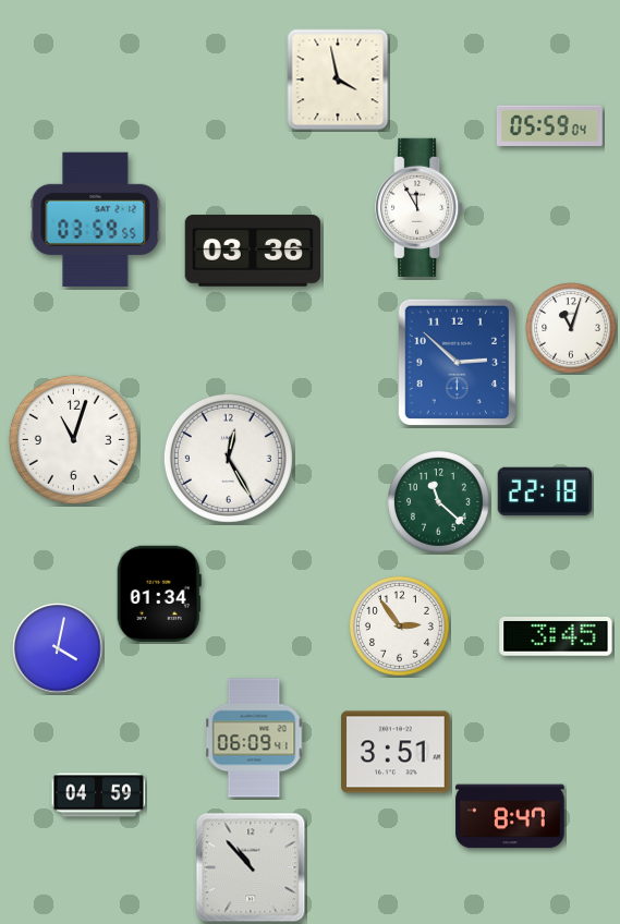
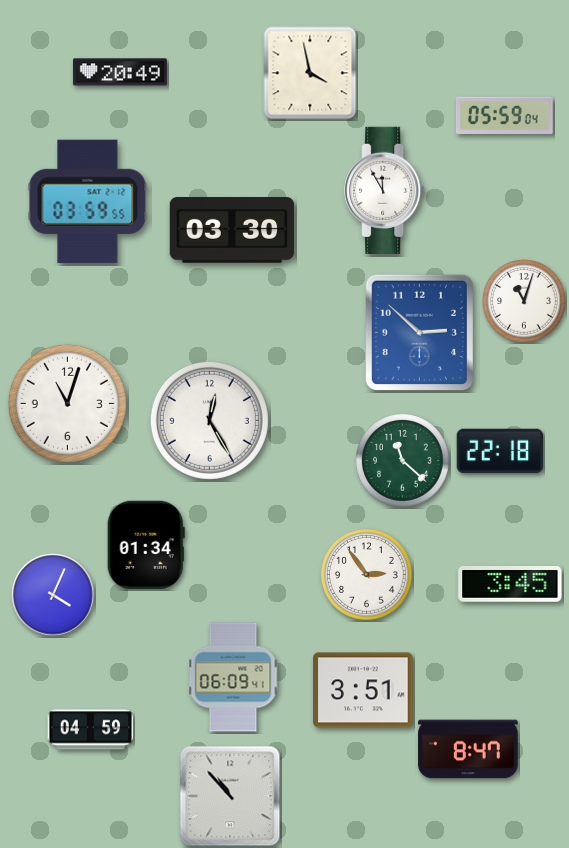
clock at (120, 72): none -> 20:49
clock at (253, 251): 03:36 -> 03:30
clock at (58, 648): 4:02 -> 4:04
